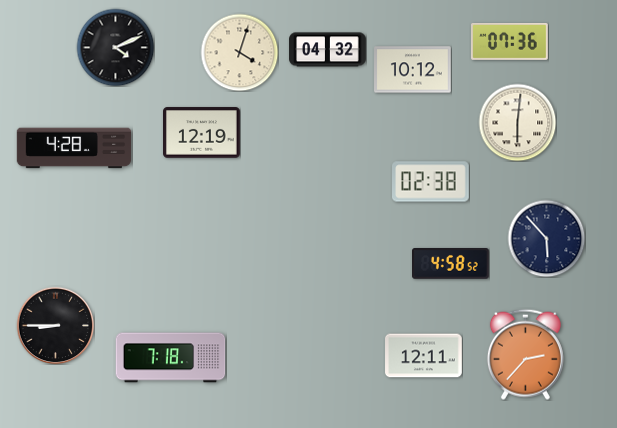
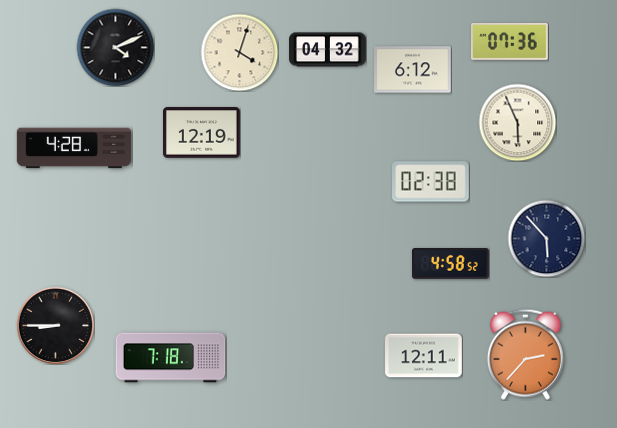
clock at (413, 70): 10:12 -> 6:12
clock at (517, 122): 6:01 -> 5:56
